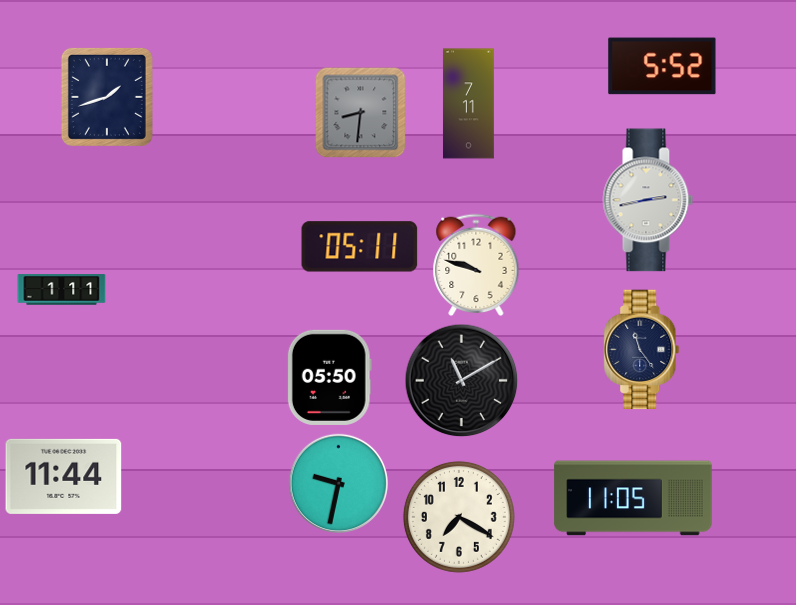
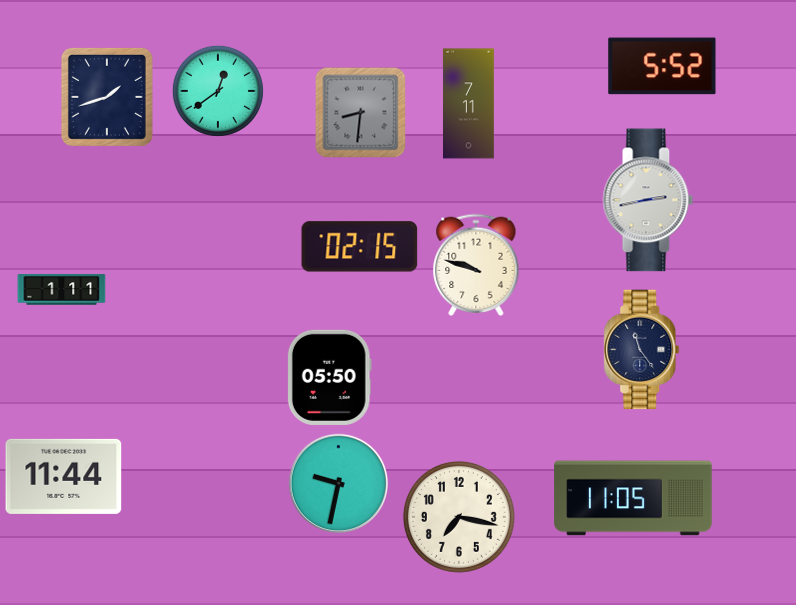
clock at (218, 91): none -> 12:39
clock at (360, 247): 05:11 -> 02:15
clock at (462, 381): 11:10 -> none
clock at (459, 517): 7:20 -> 7:17
